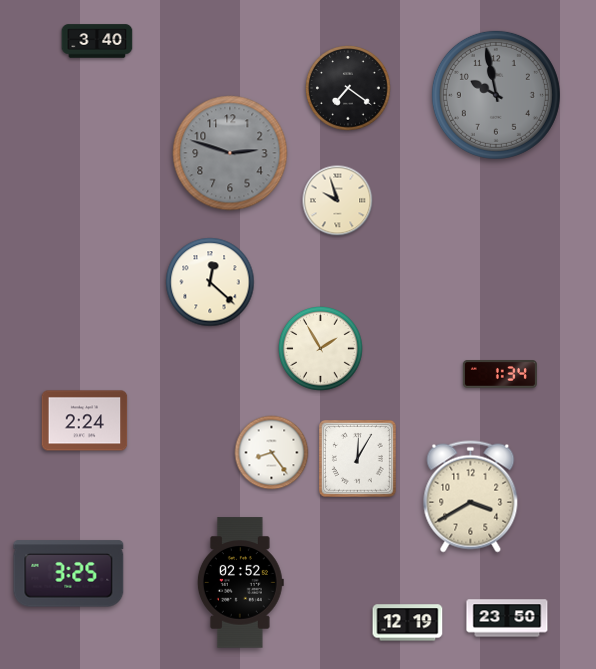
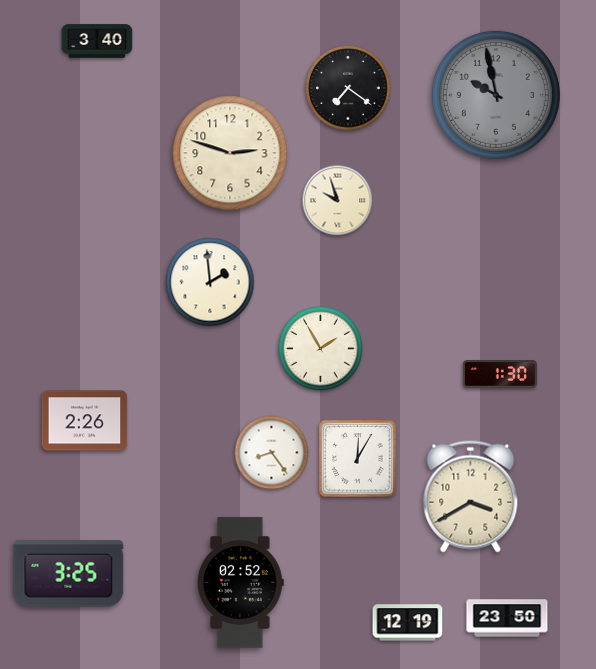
clock at (230, 153) dial: grey -> cream
clock at (210, 282): 12:22 -> 1:59
clock at (500, 375): 1:34 -> 1:30
clock at (85, 421): 2:24 -> 2:26
